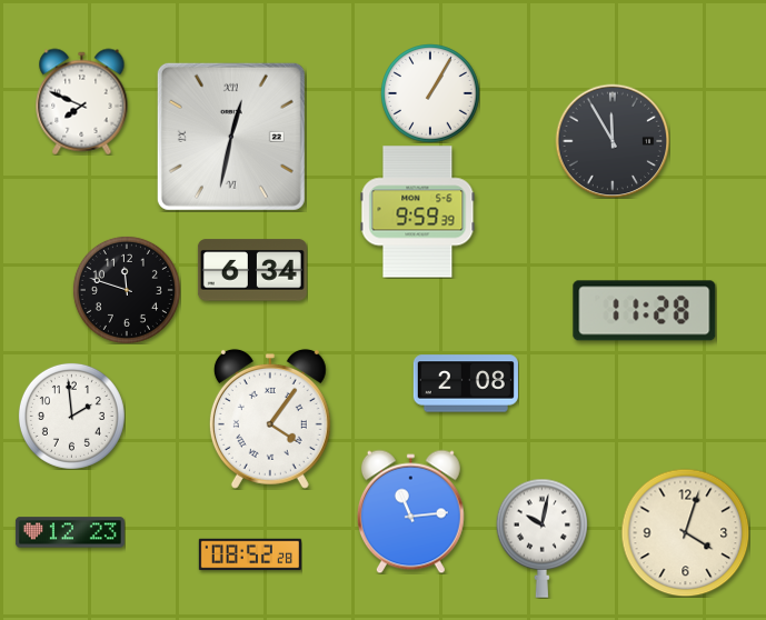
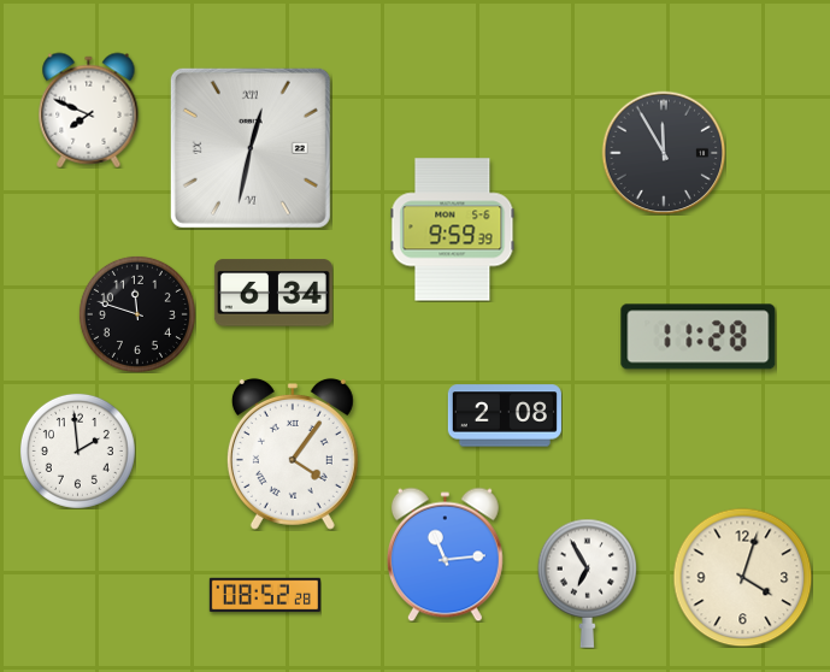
clock at (430, 93): 1:05 -> none
clock at (70, 532): 12:23 -> none
clock at (541, 538): 10:02 -> 6:55
clock at (250, 554) position: (250, 554) -> (265, 595)
